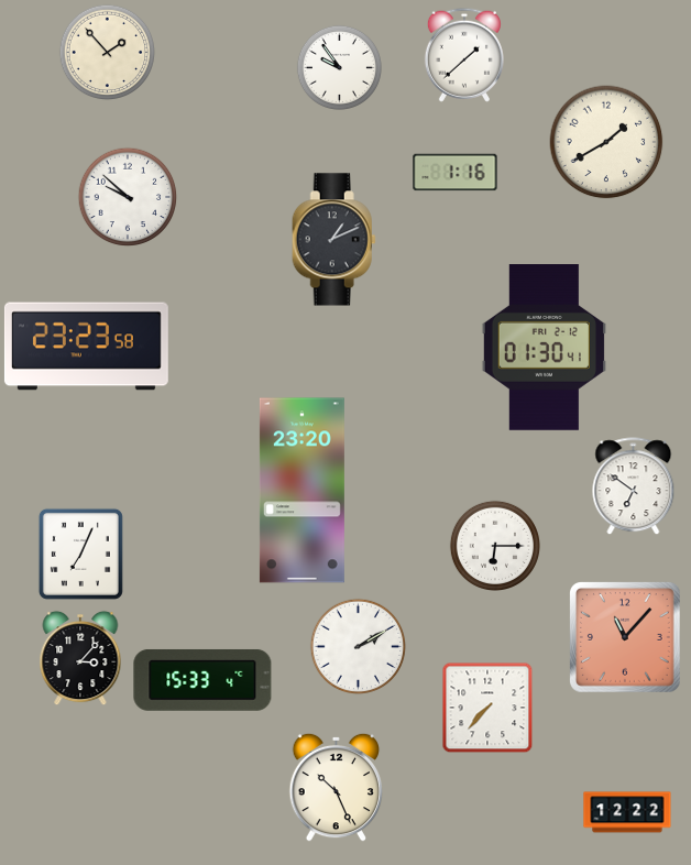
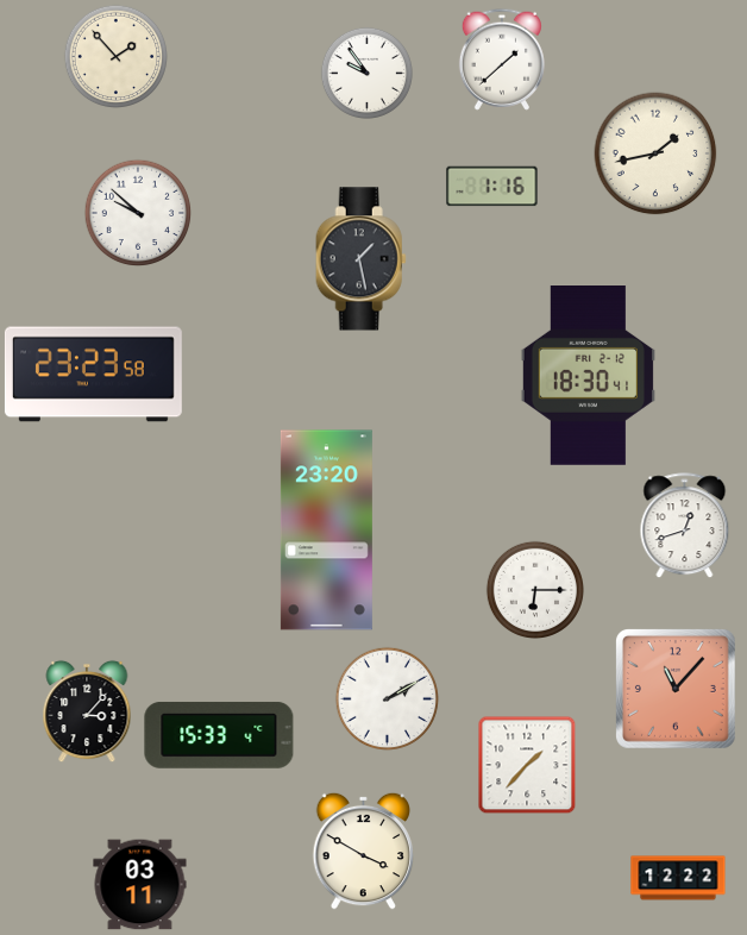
clock at (606, 142): 1:40 -> 1:43
clock at (333, 240): 1:11 -> 1:28
clock at (544, 348): 01:30 -> 18:30
clock at (634, 486): 6:51 -> 12:42
clock at (80, 554): 7:04 -> none
clock at (487, 708): 7:37 -> 1:37
clock at (337, 787): 10:26 -> 3:50
clock at (140, 885): none -> 03:11
